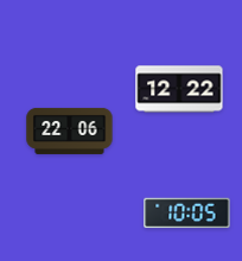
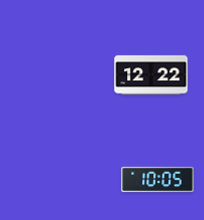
clock at (70, 130): 22:06 -> none
